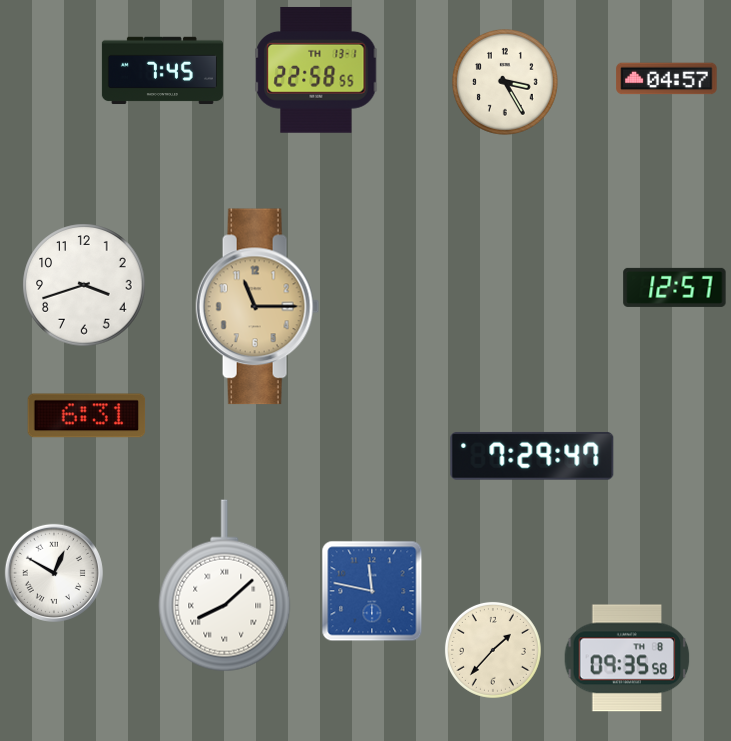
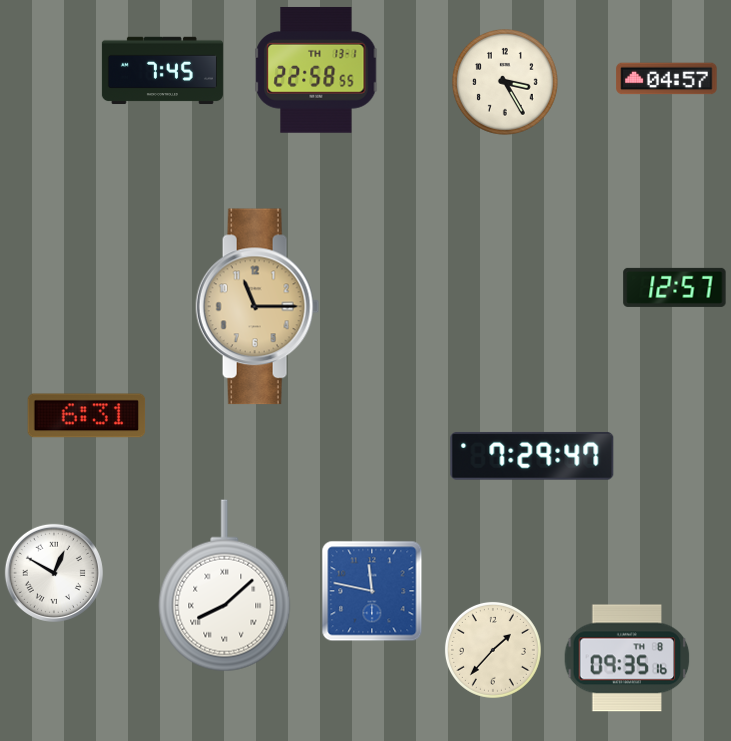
clock at (84, 285): 3:42 -> none
clock at (627, 658): 09:35:58 -> 09:35:16
